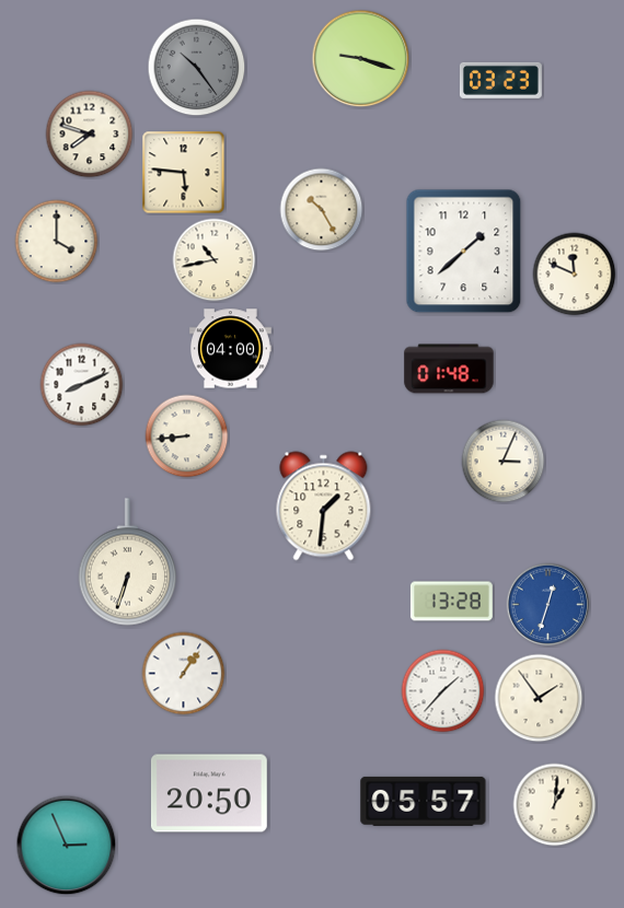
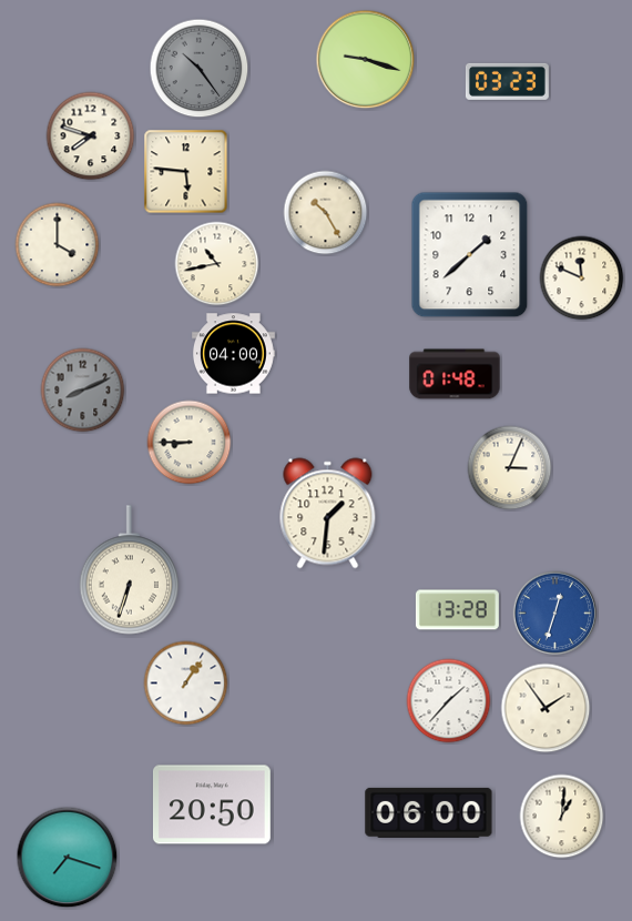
clock at (184, 173) position: (184, 173) -> (186, 172)
clock at (82, 385) dial: white -> grey
clock at (187, 436): 8:44 -> 8:45
clock at (424, 801): 05:57 -> 06:00
clock at (67, 846): 2:56 -> 7:18
